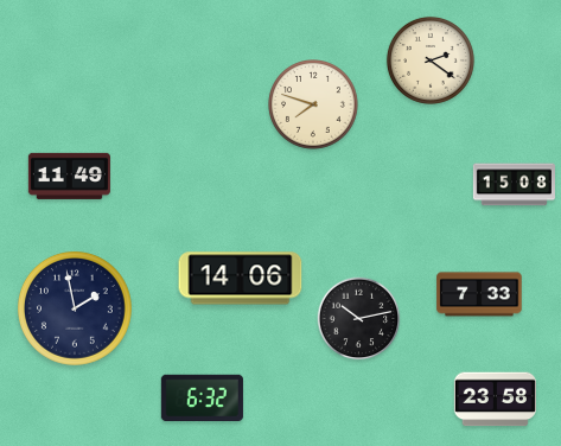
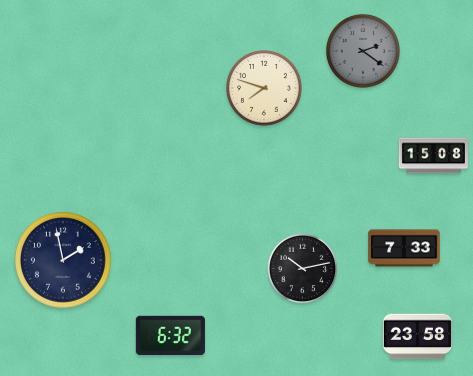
clock at (431, 60) dial: cream -> grey
clock at (69, 176): 11:49 -> none
clock at (241, 279): 14:06 -> none
